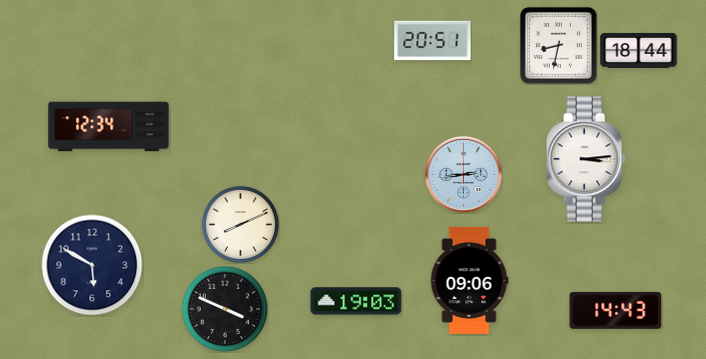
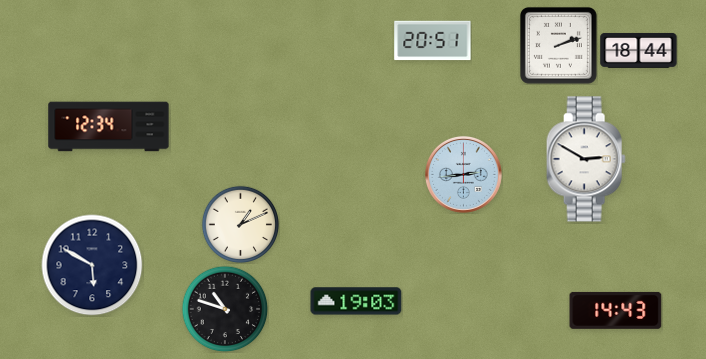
clock at (558, 45): 8:32 -> 2:12
clock at (586, 159): 3:14 -> 2:50
clock at (240, 224): 8:11 -> 1:11
clock at (469, 280): 09:06 -> none
clock at (225, 309): 3:49 -> 10:48
